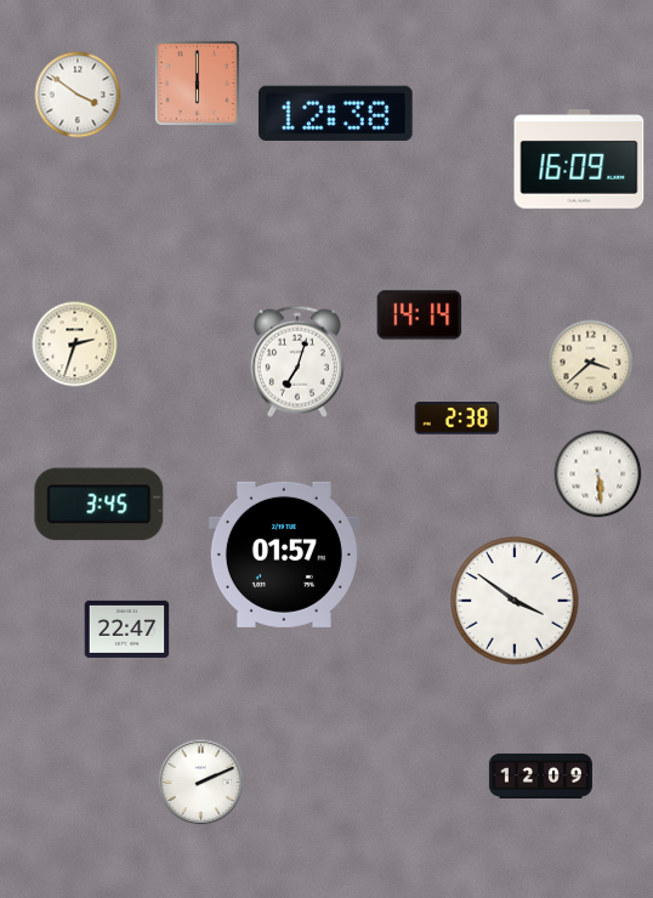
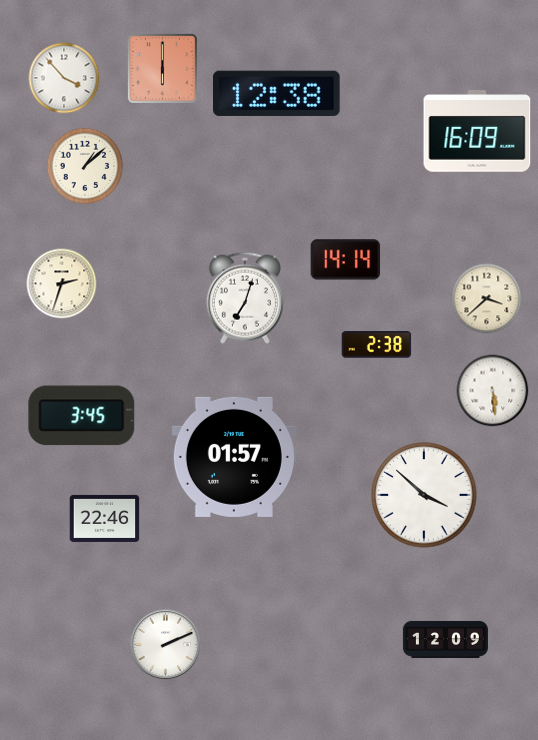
clock at (78, 95): 3:51 -> 3:53
clock at (84, 165): none -> 1:08
clock at (515, 601): 3:51 -> 3:52
clock at (127, 629): 22:47 -> 22:46
